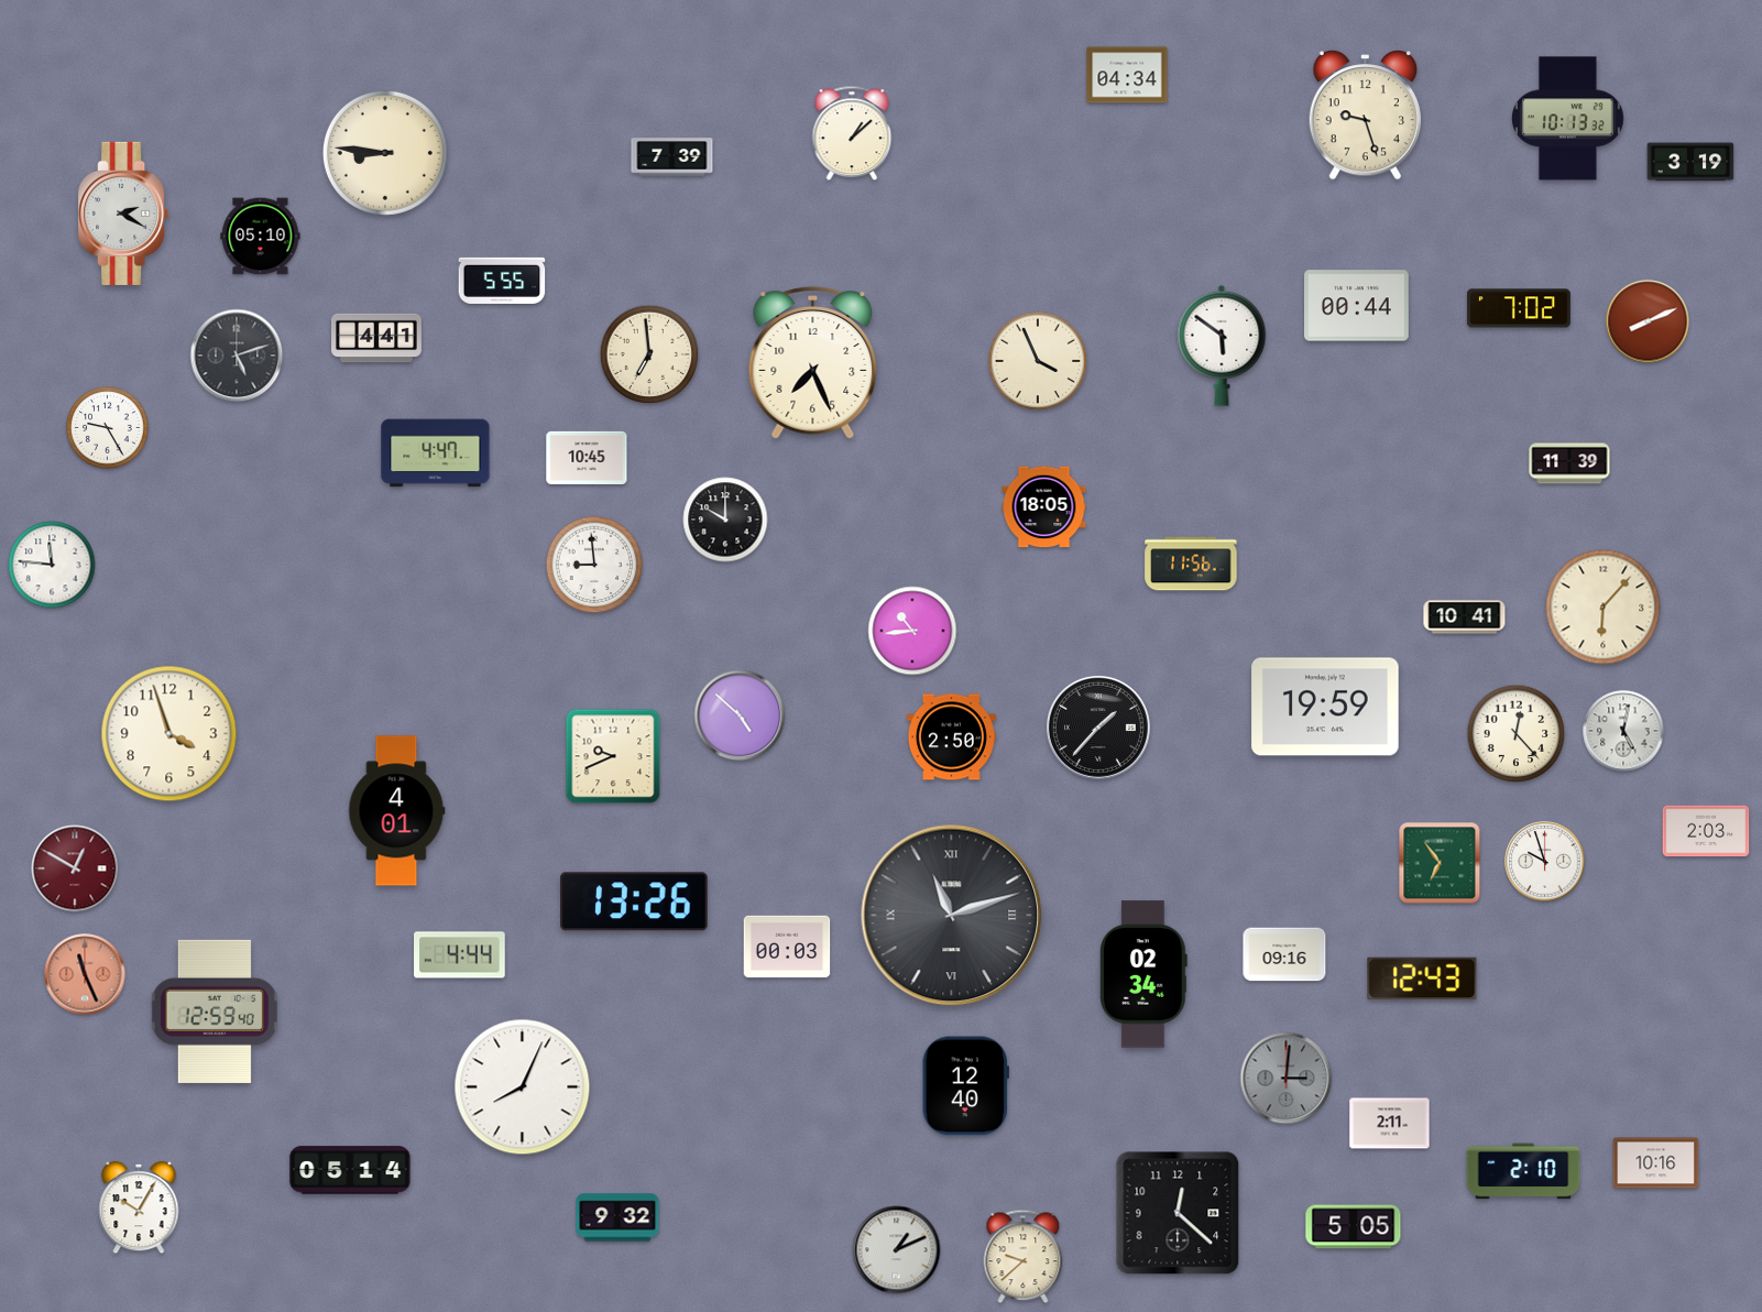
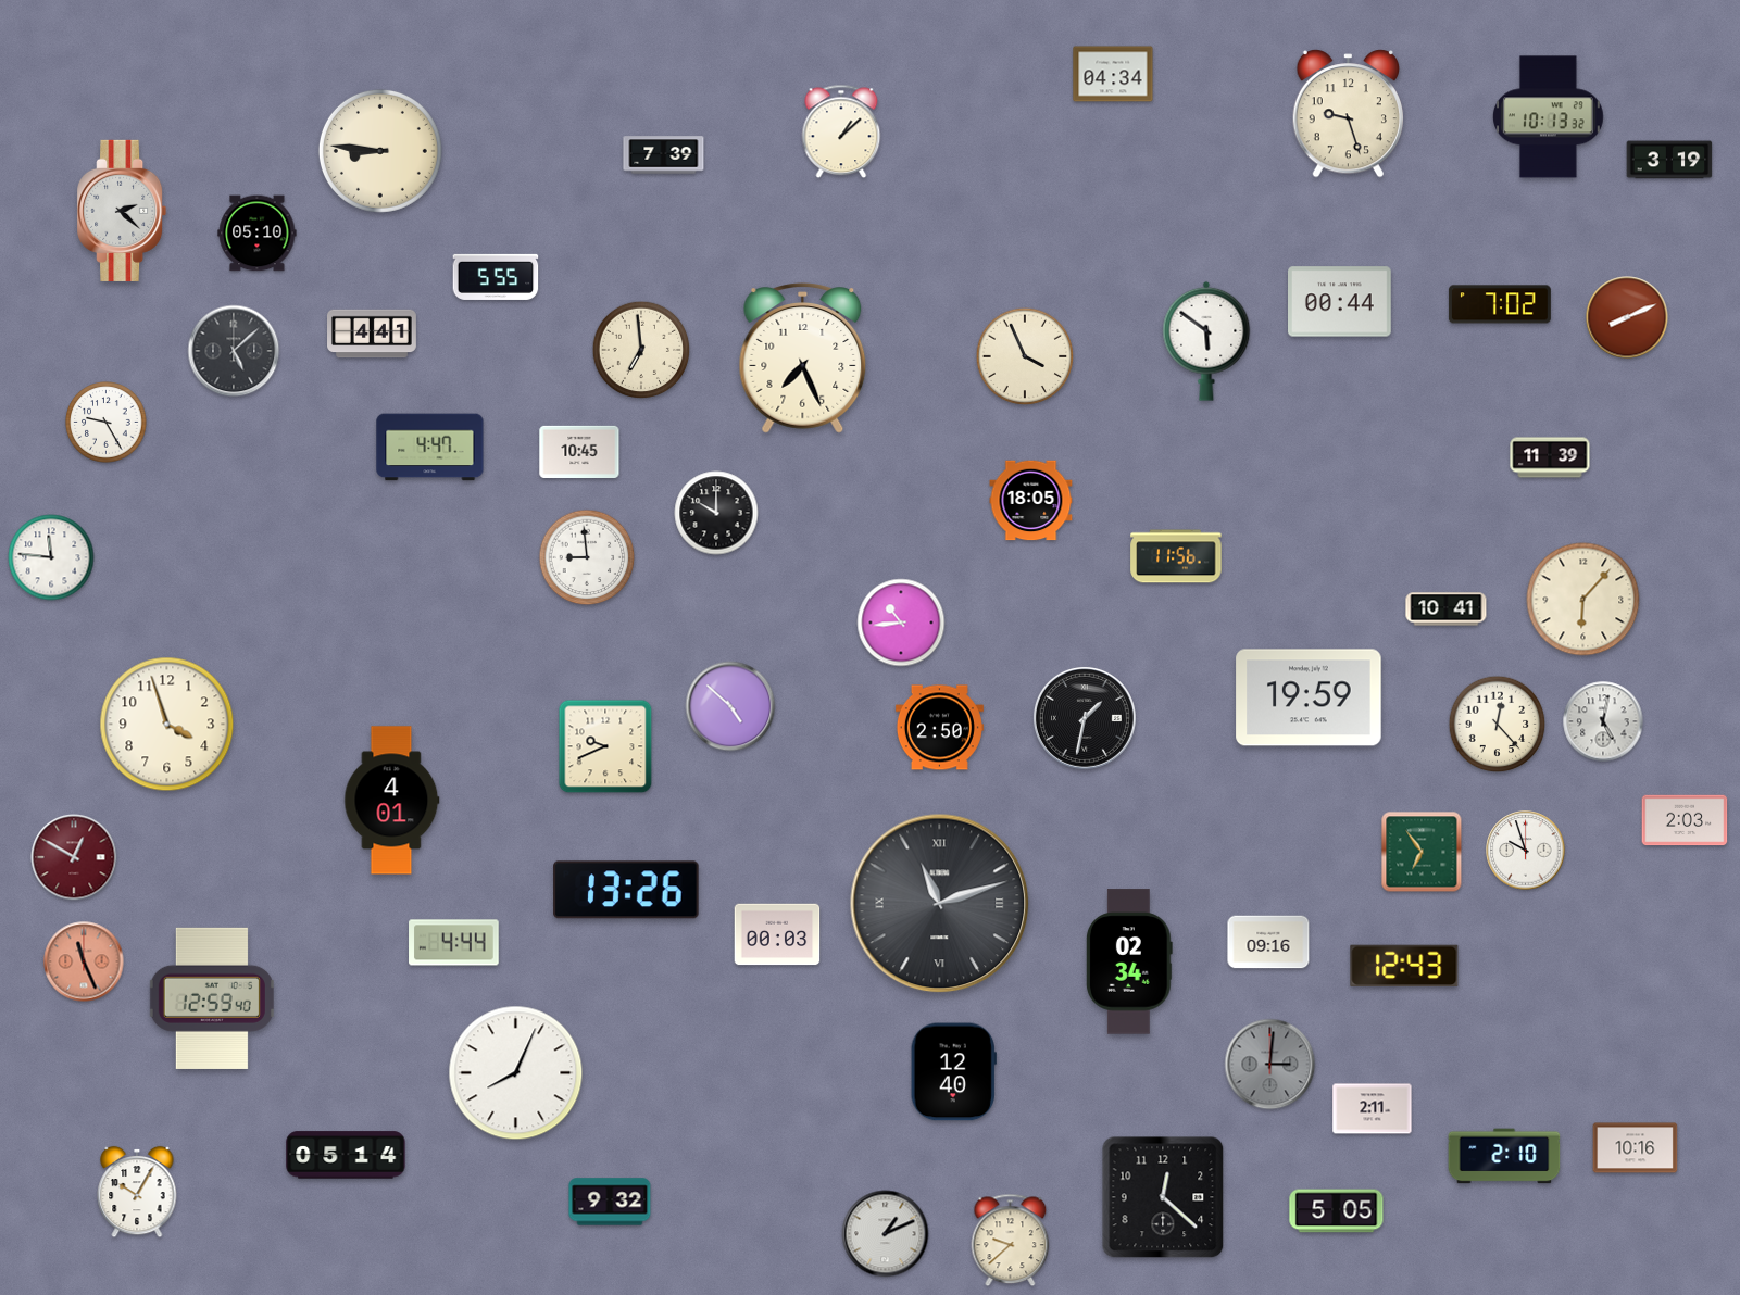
clock at (123, 214): 2:20 -> 2:22
clock at (237, 356): 5:12 -> 5:08
clock at (1098, 728): 1:37 -> 1:32
